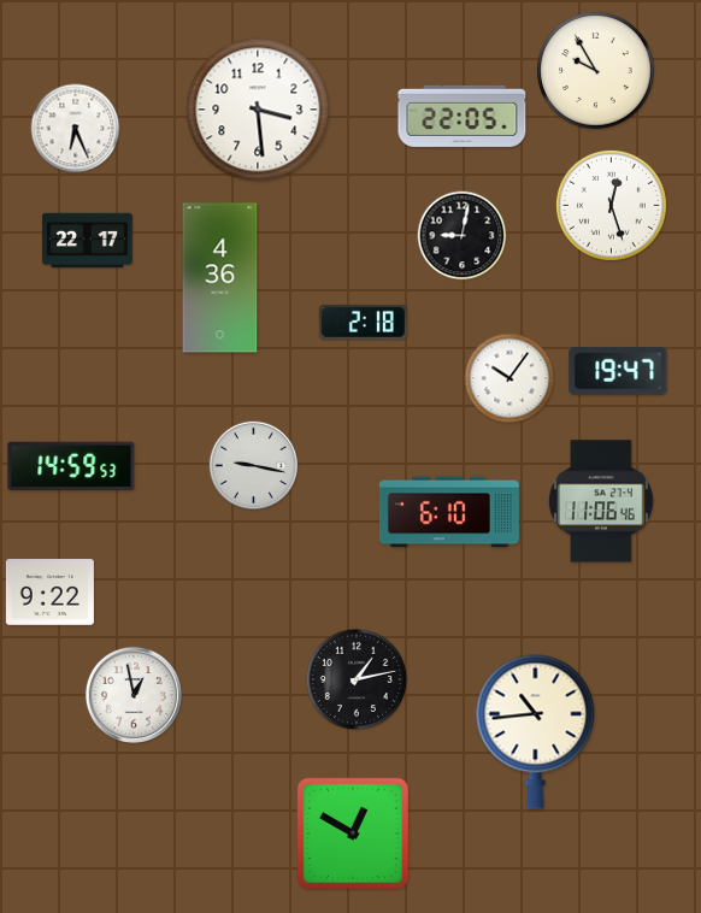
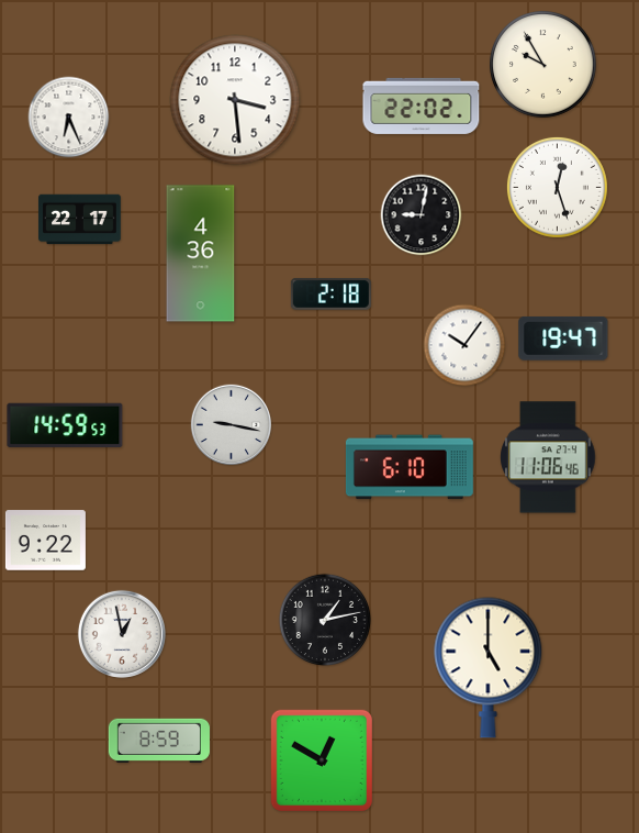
clock at (463, 116): 22:05 -> 22:02
clock at (536, 731): 10:44 -> 5:00
clock at (159, 740): none -> 8:59
